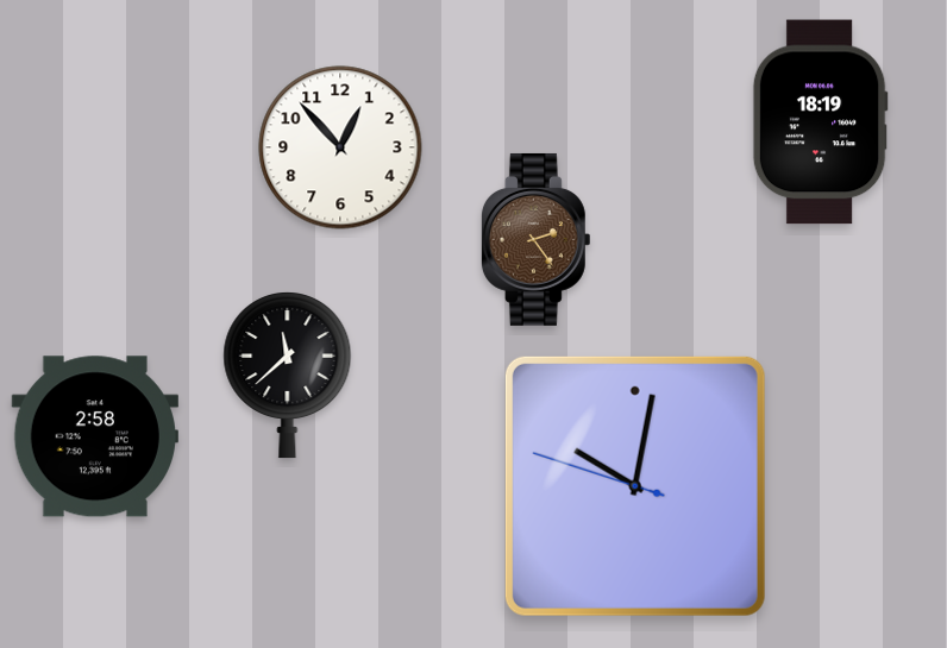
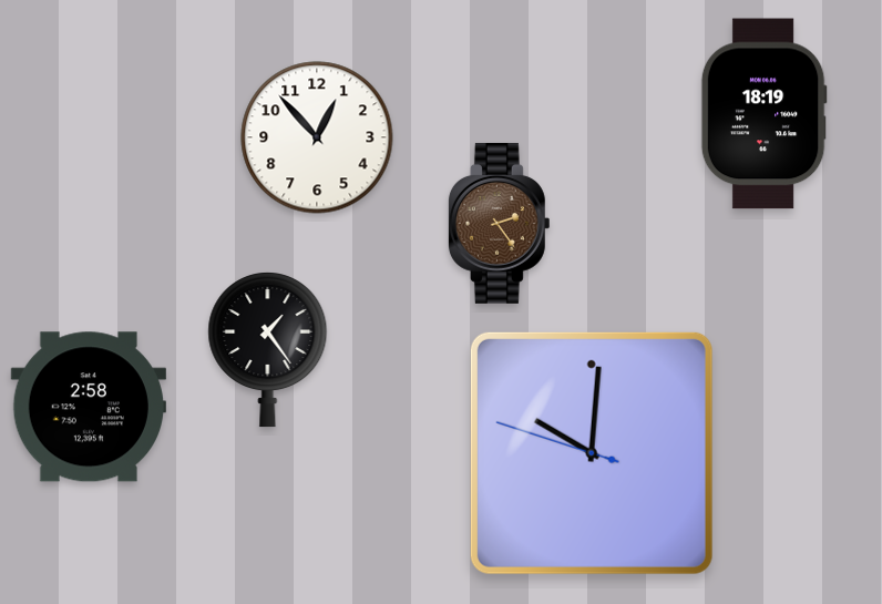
clock at (288, 375): 11:38 -> 1:24
clock at (635, 486): 10:01 -> 10:00
